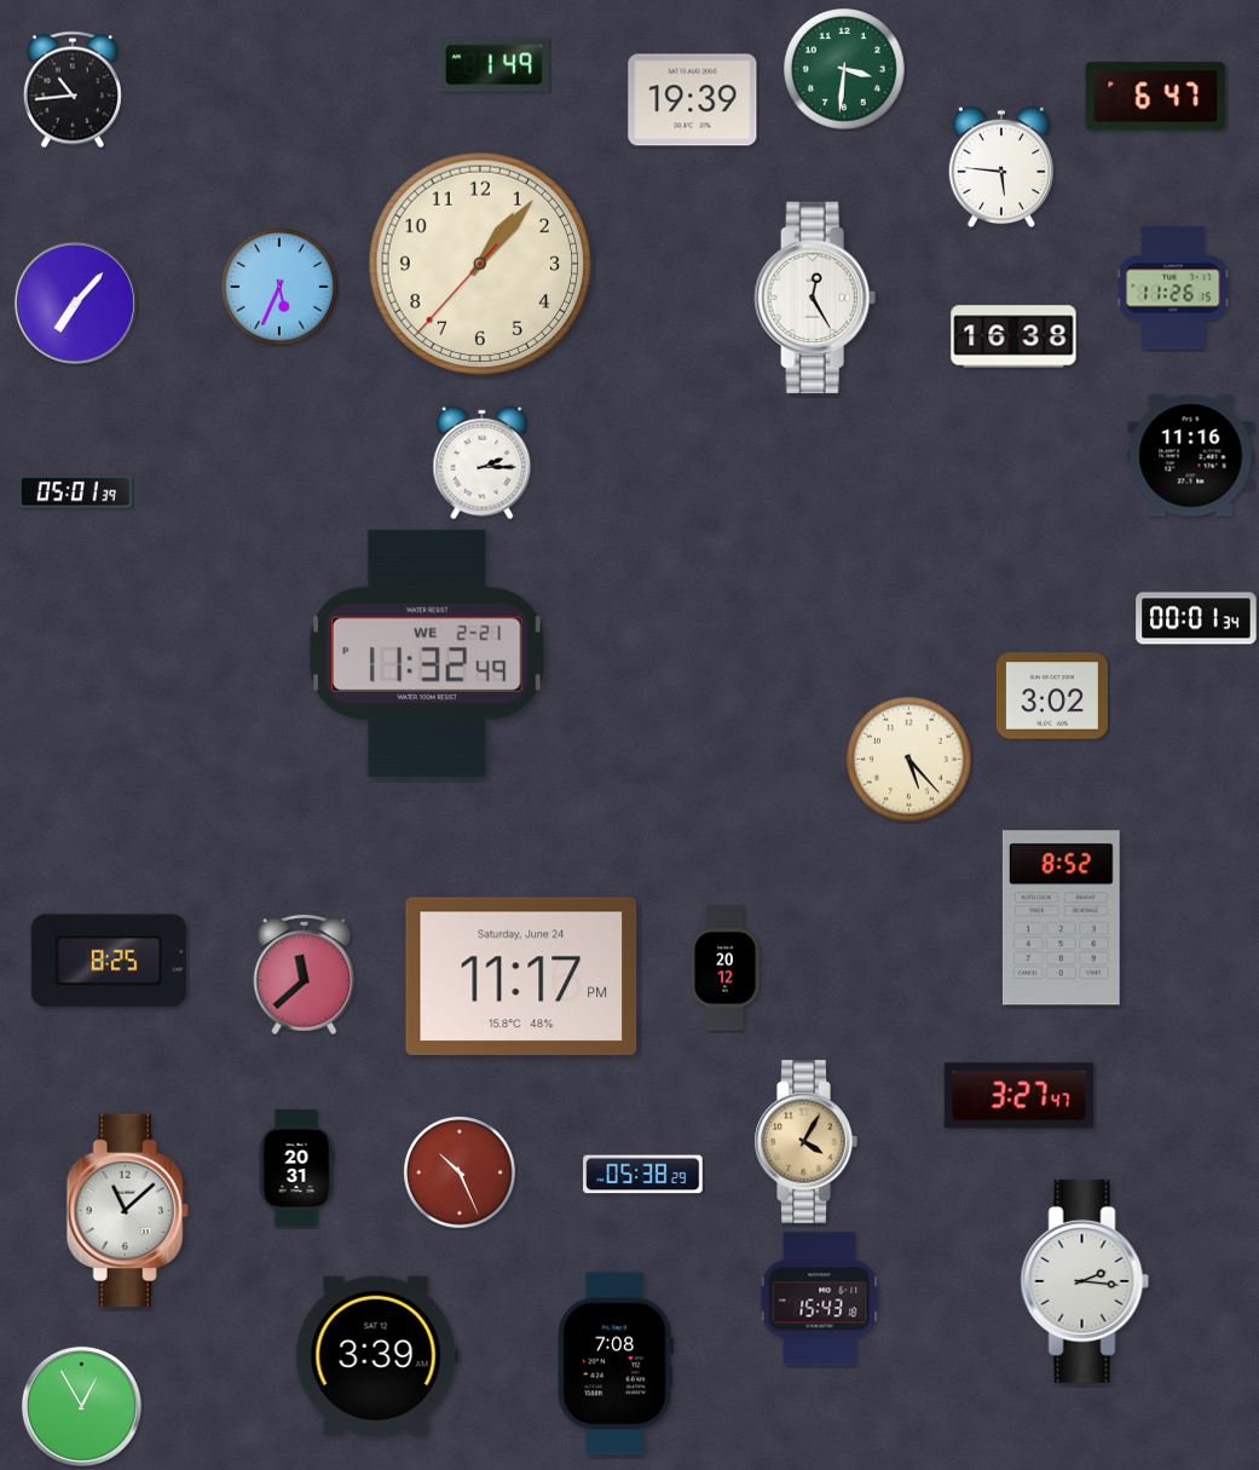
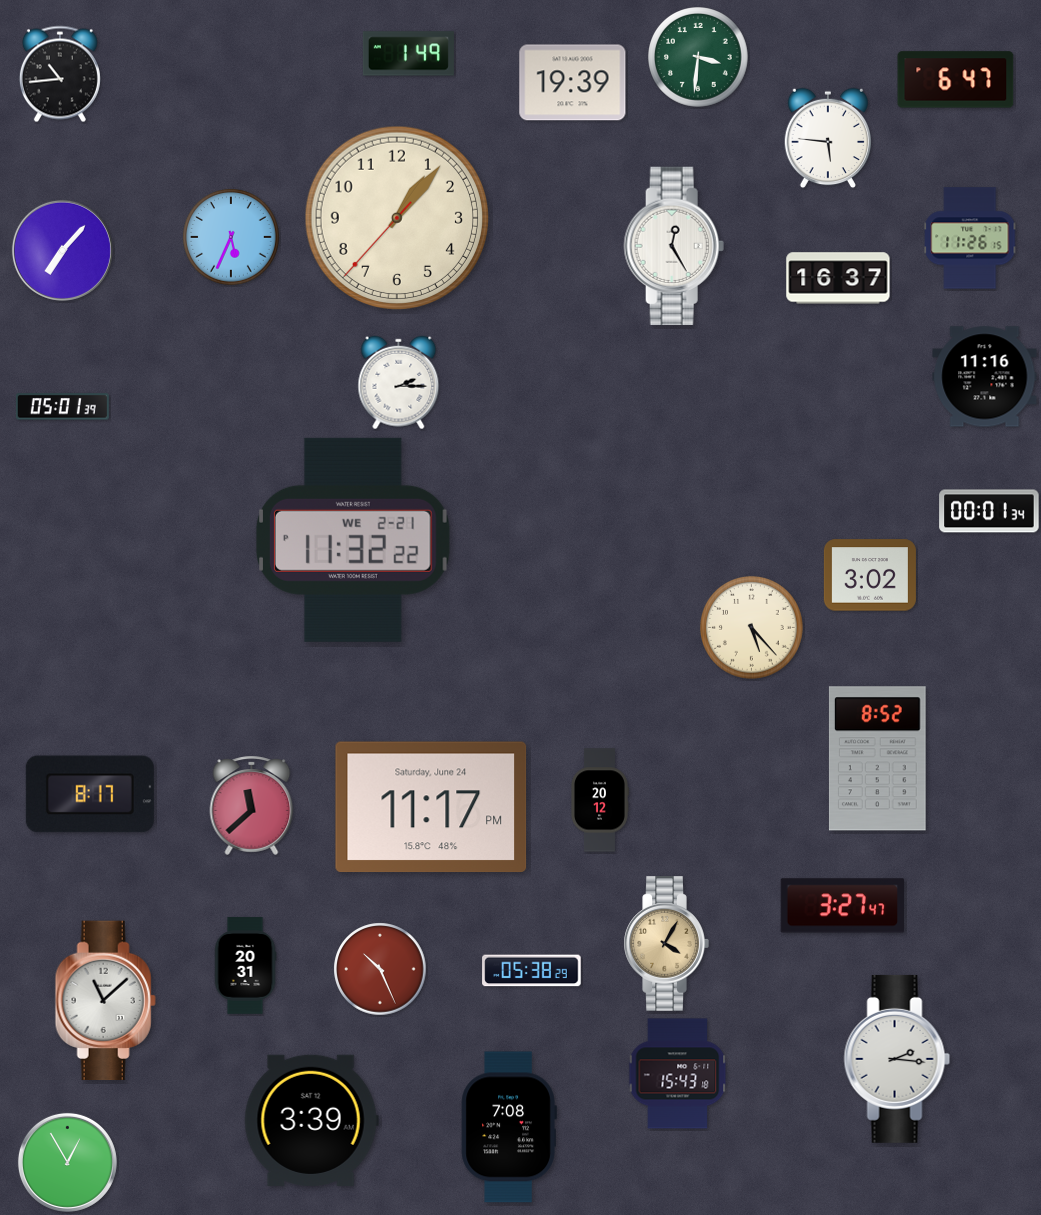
clock at (1013, 336): 16:38 -> 16:37
clock at (427, 653): 11:32:49 -> 11:32:22
clock at (109, 961): 8:25 -> 8:17
